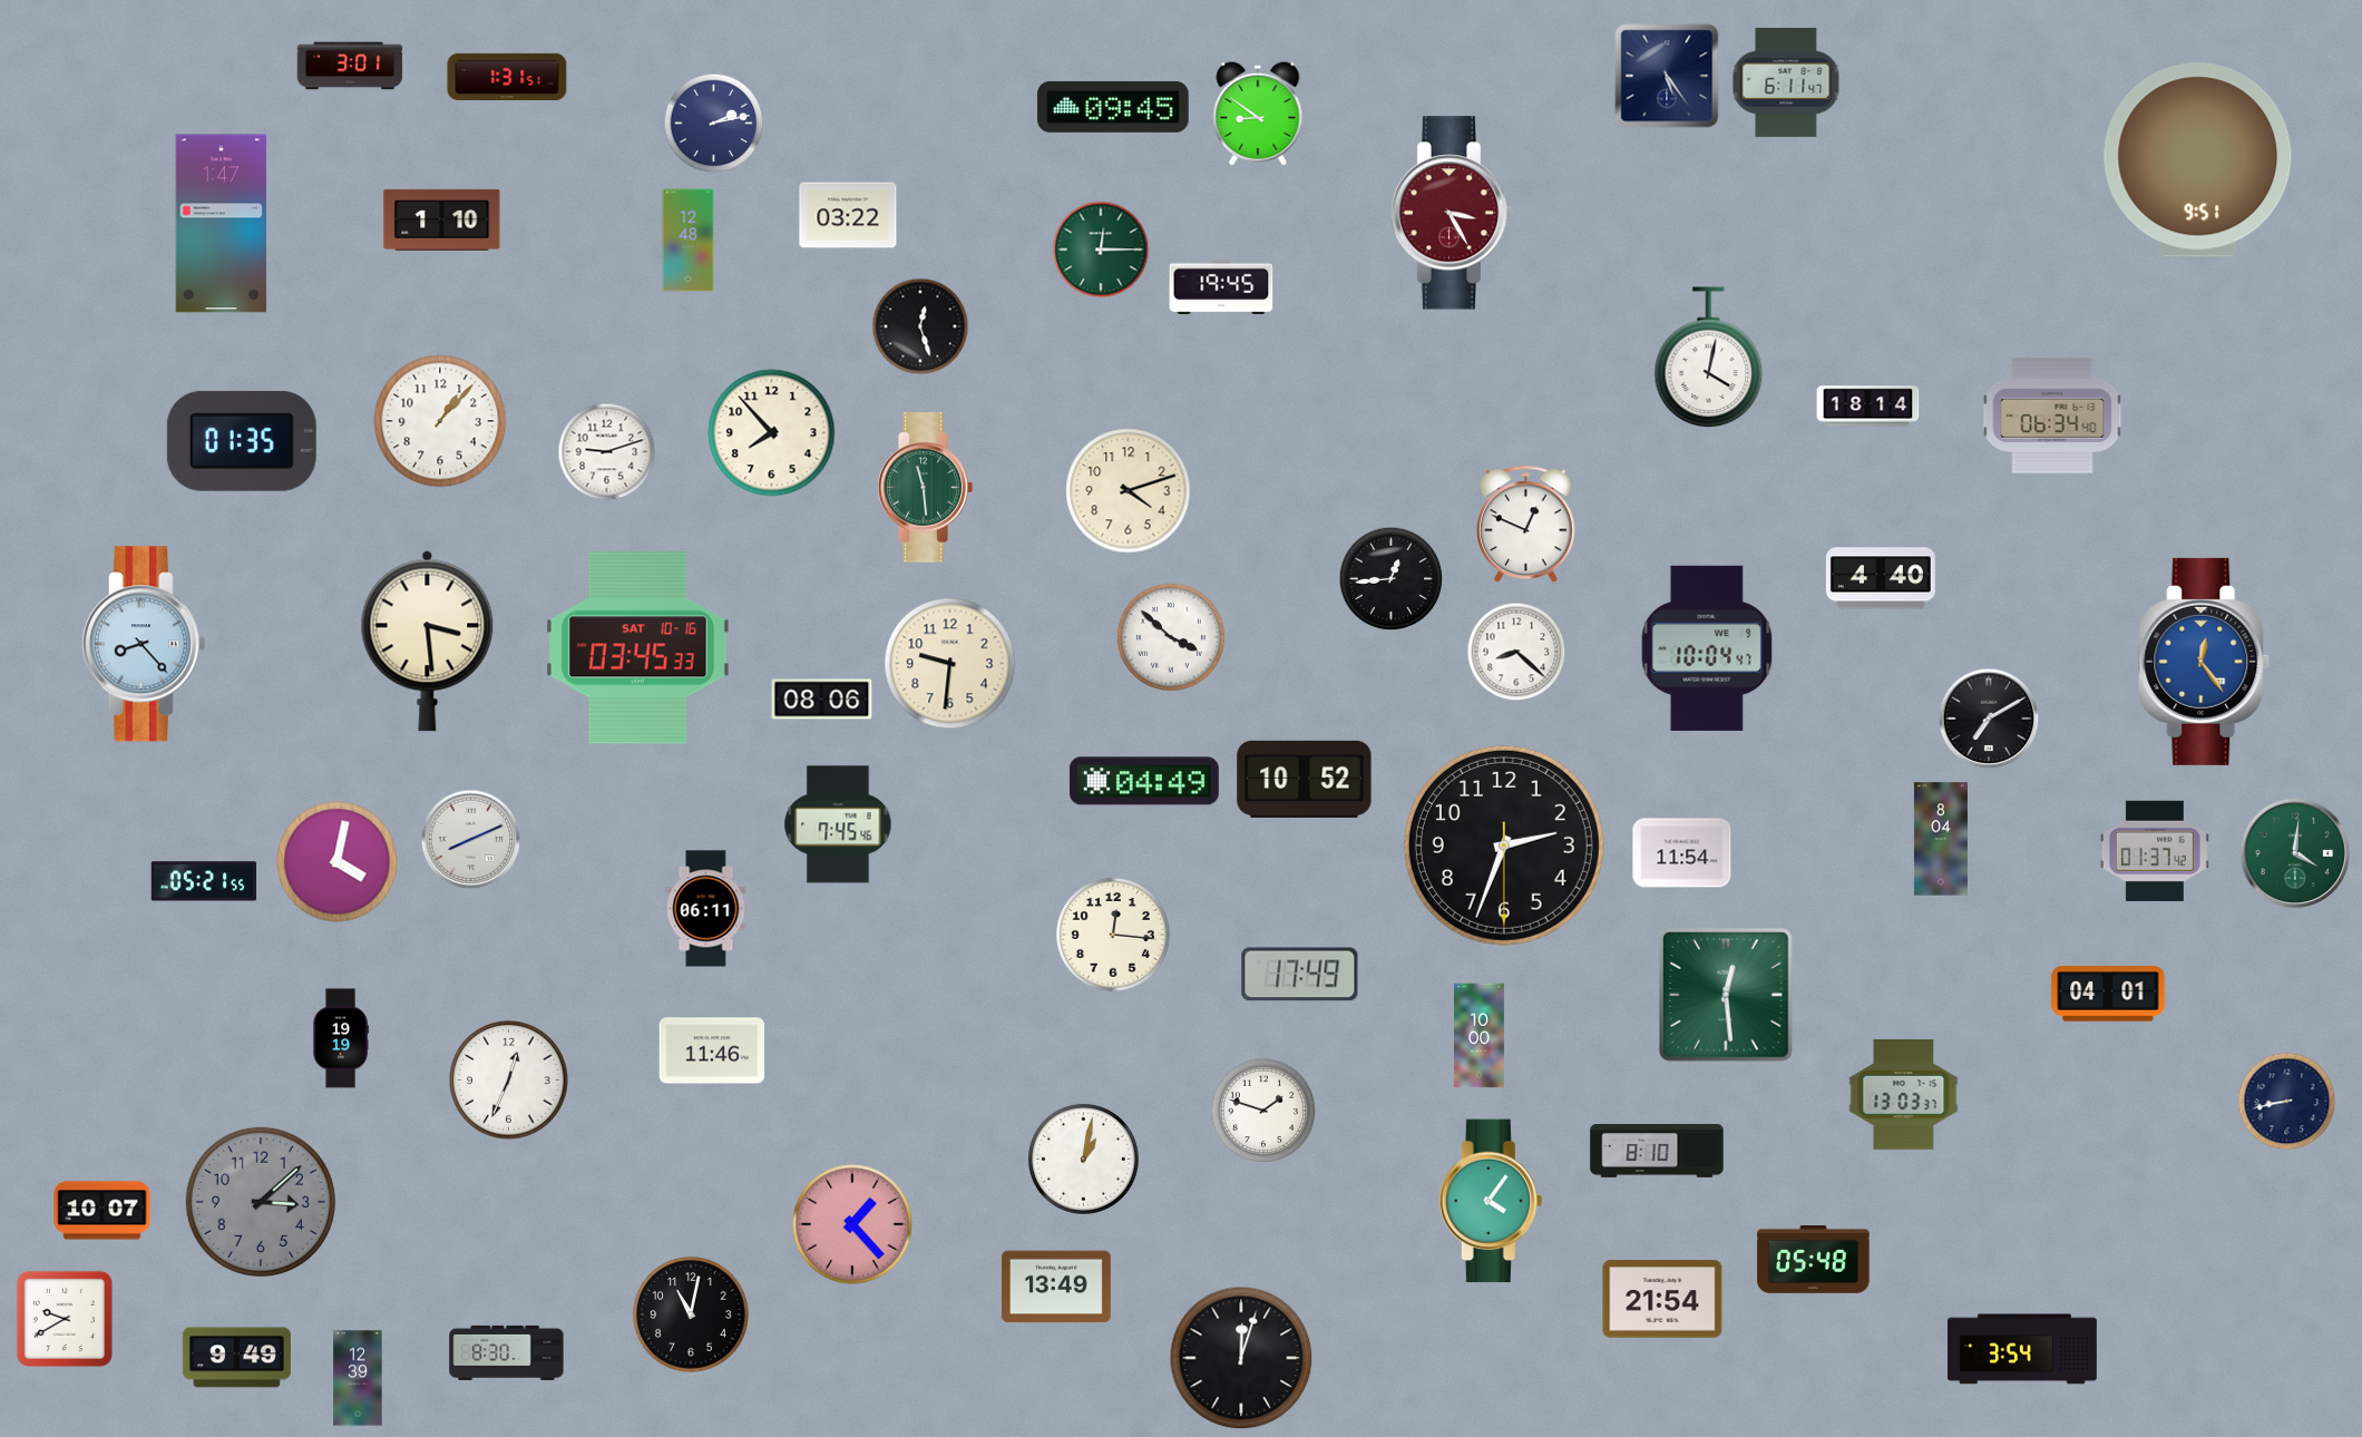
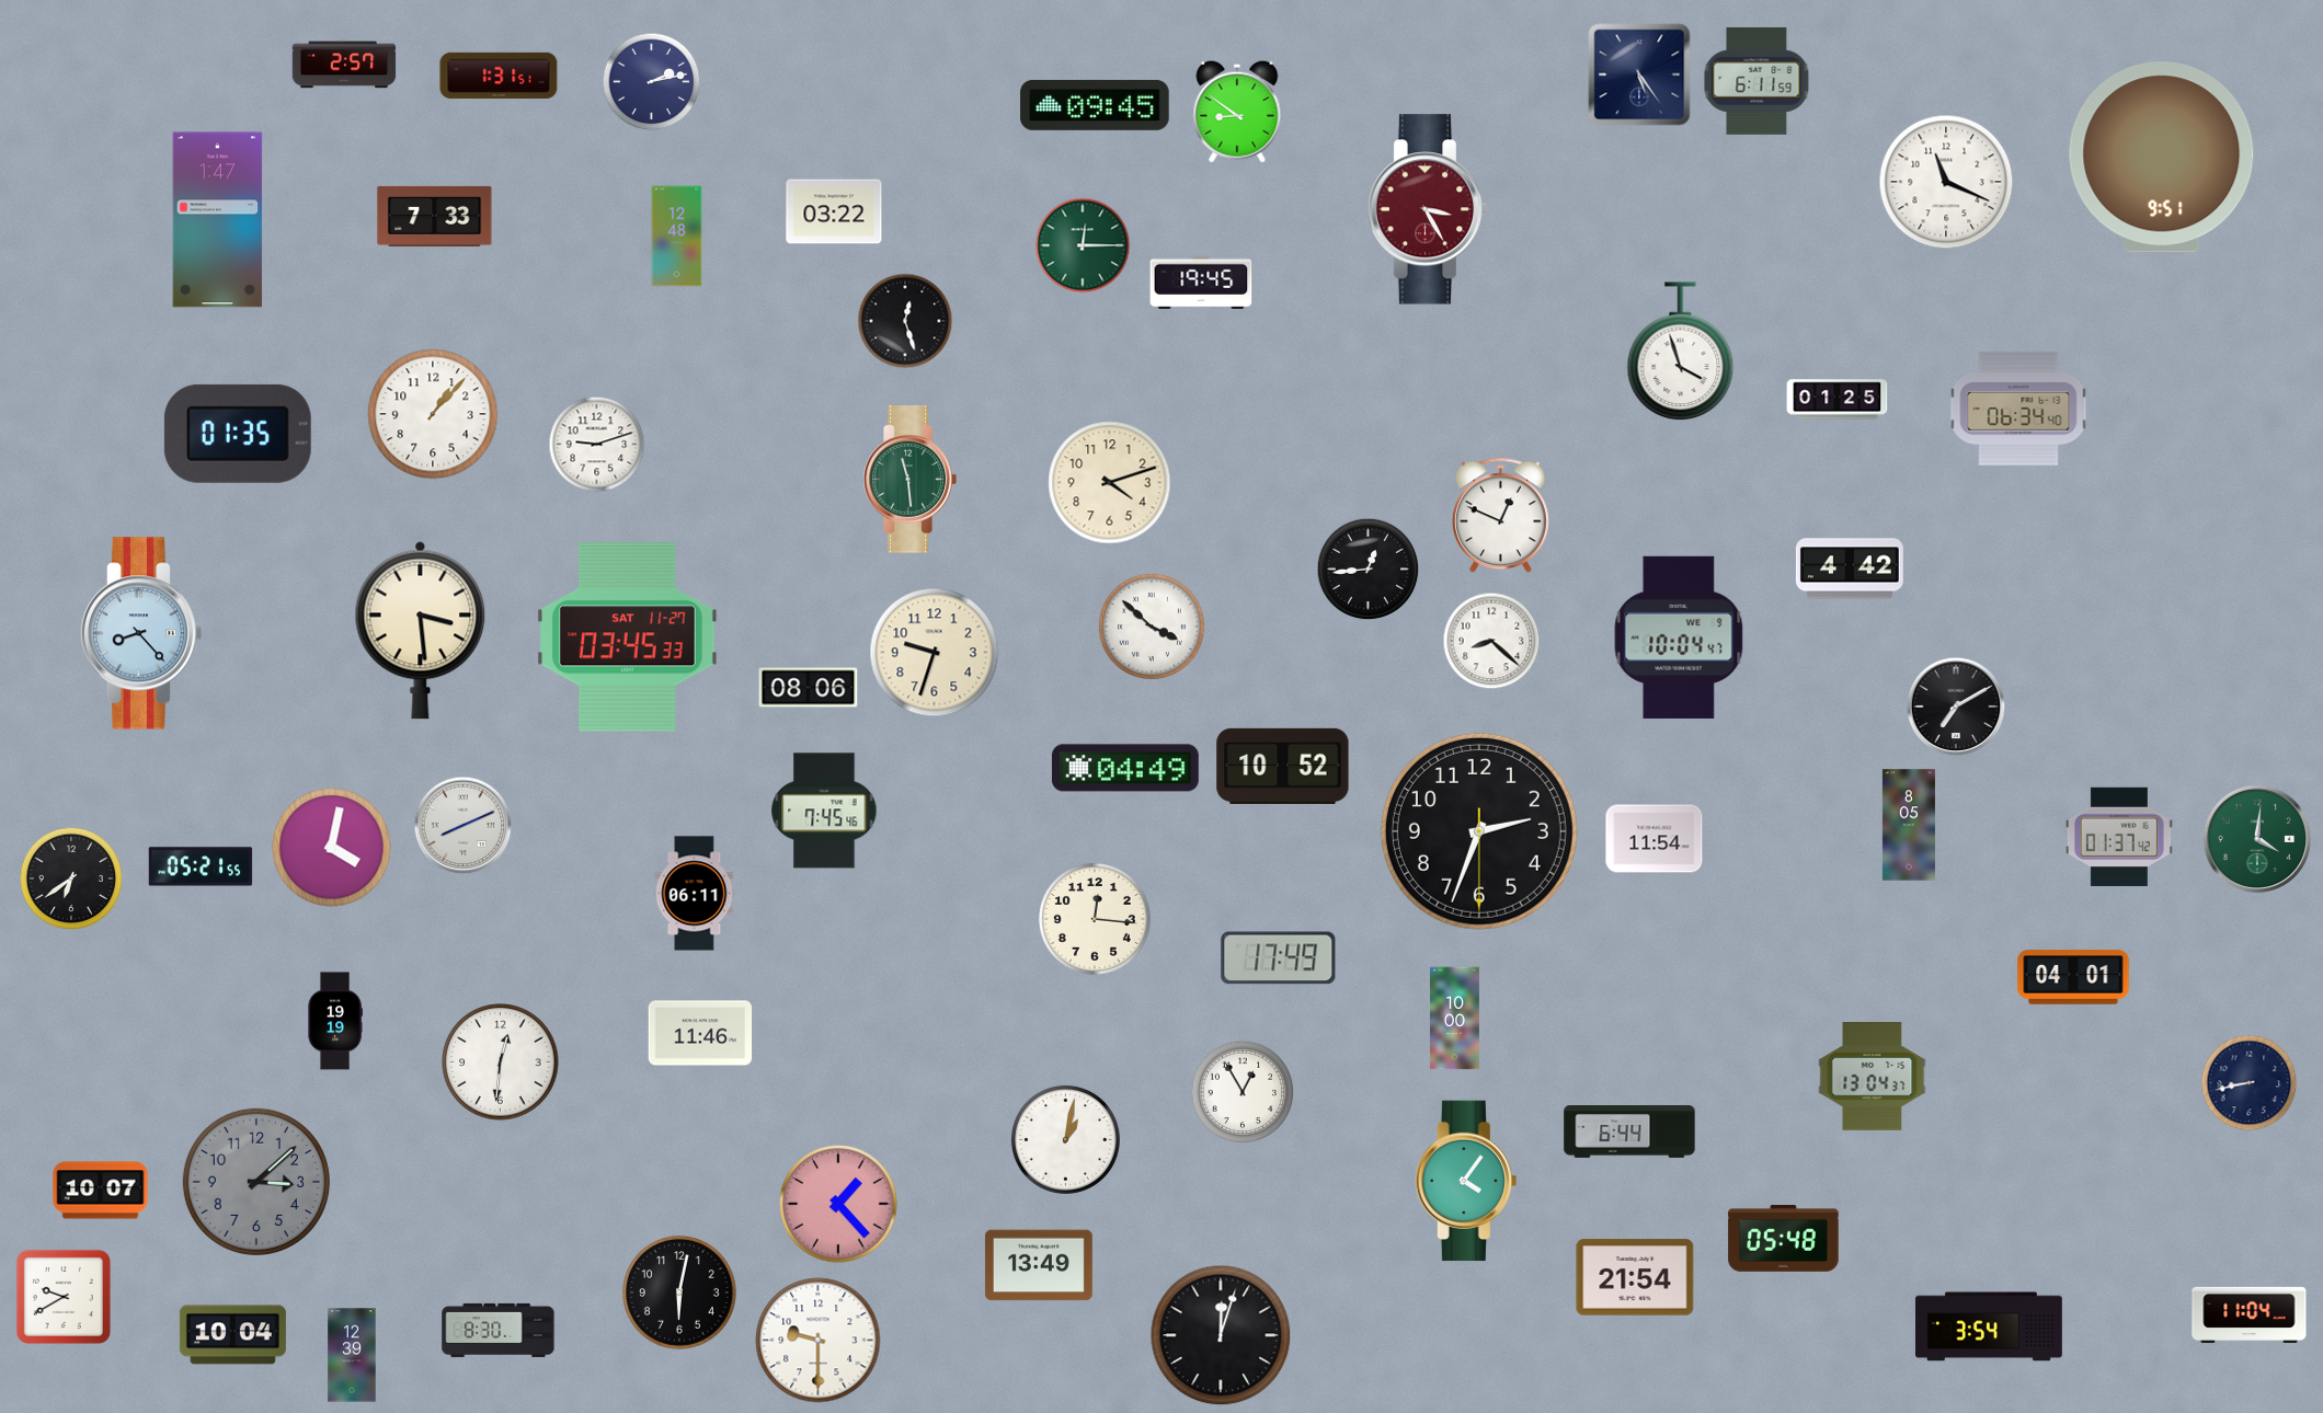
clock at (350, 66): 3:01 -> 2:57
clock at (1786, 82): 6:11:47 -> 6:11:59
clock at (714, 124) position: (714, 124) -> (652, 82)
clock at (1946, 182): none -> 11:19
clock at (442, 219): 1:10 -> 7:33
clock at (1709, 358): 4:02 -> 3:57
clock at (1868, 407): 18:14 -> 01:25
clock at (772, 433): 7:53 -> none
clock at (1881, 578): 4:40 -> 4:42
clock at (638, 648) date: SAT 10-16 -> SAT 11-27
clock at (2205, 662): 12:24 -> none
clock at (950, 664): 9:31 -> 9:33
clock at (1941, 839): 8:04 -> 8:05
clock at (71, 878): none -> 6:39
clock at (1726, 995): 12:29 -> none
clock at (509, 1081): 12:34 -> 12:31
clock at (1904, 1095): 13:03 -> 13:04
clock at (1263, 1111): 1:48 -> 12:55
clock at (1657, 1152): 8:10 -> 6:44
clock at (691, 1314): 11:02 -> 6:02
clock at (2250, 1314): none -> 11:04
clock at (236, 1358): 9:49 -> 10:04
clock at (819, 1341): none -> 9:30
